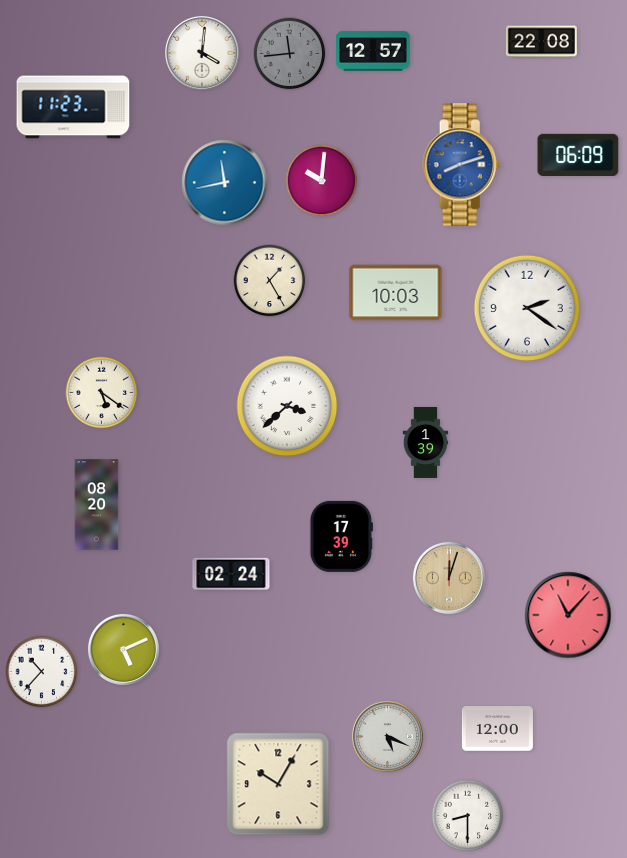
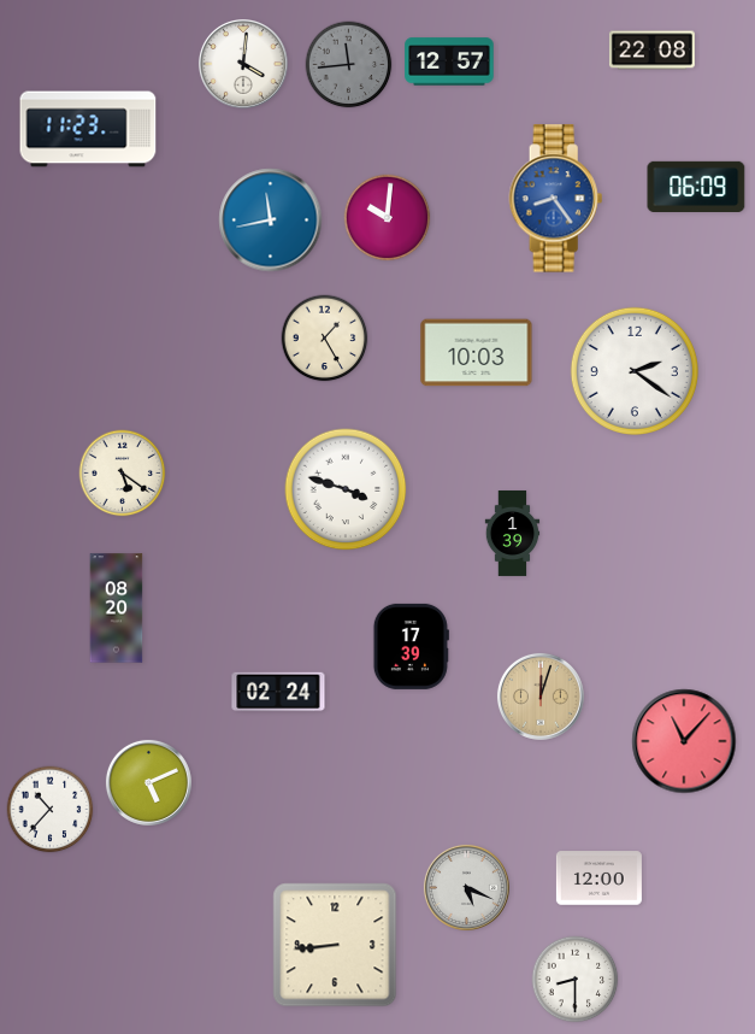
clock at (462, 165): 8:12 -> 8:24
clock at (287, 406): 3:38 -> 3:48
clock at (278, 784): 10:05 -> 8:44
clock at (468, 816) position: (468, 816) -> (576, 980)
